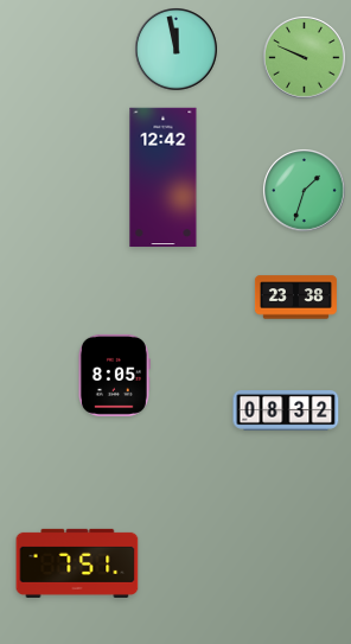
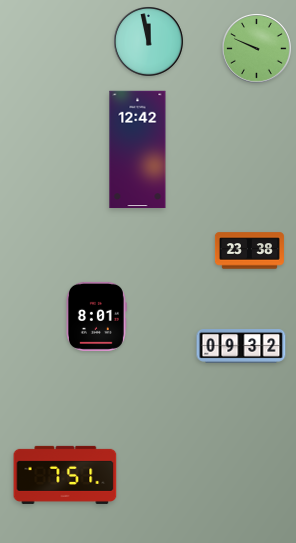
clock at (305, 191): 1:33 -> none
clock at (114, 375): 8:05 -> 8:01
clock at (286, 412): 08:32 -> 09:32
